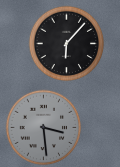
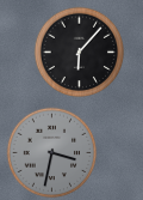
clock at (44, 128): 3:29 -> 3:32
